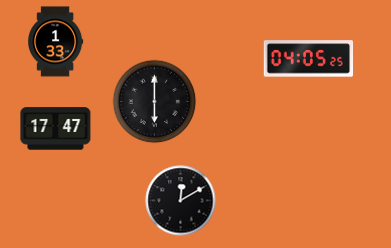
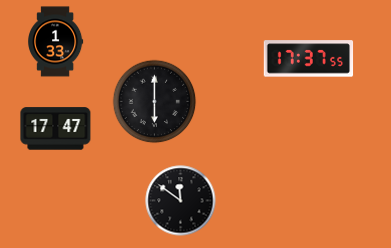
clock at (309, 59): 04:05 -> 17:37
clock at (181, 201): 12:10 -> 11:51
